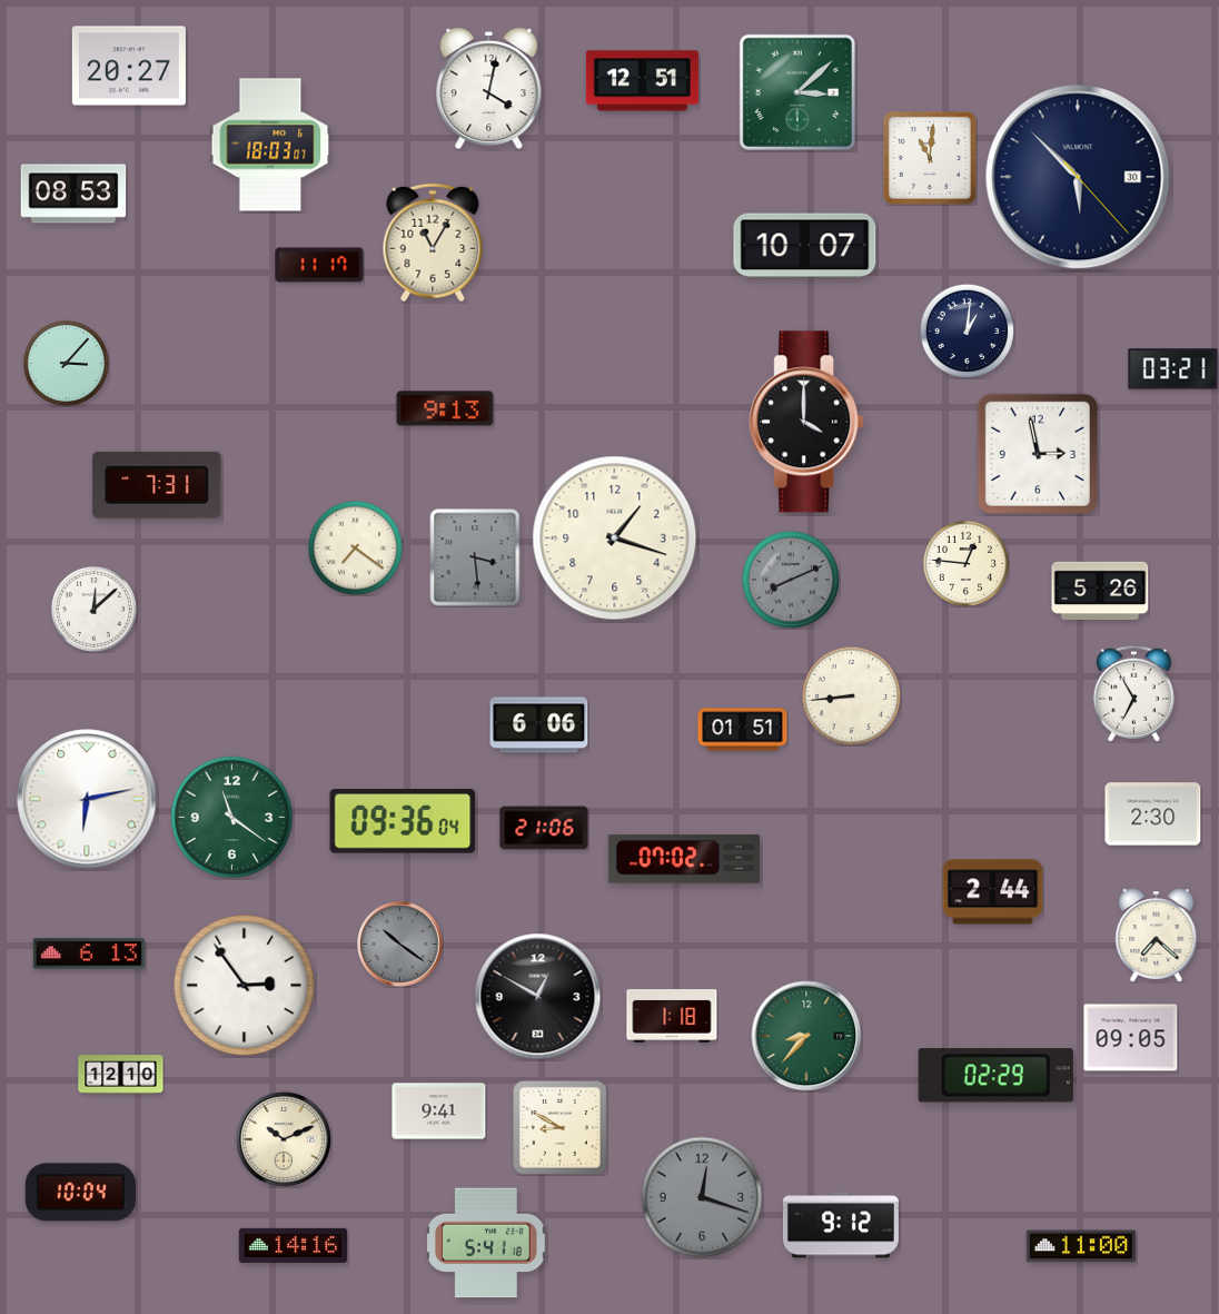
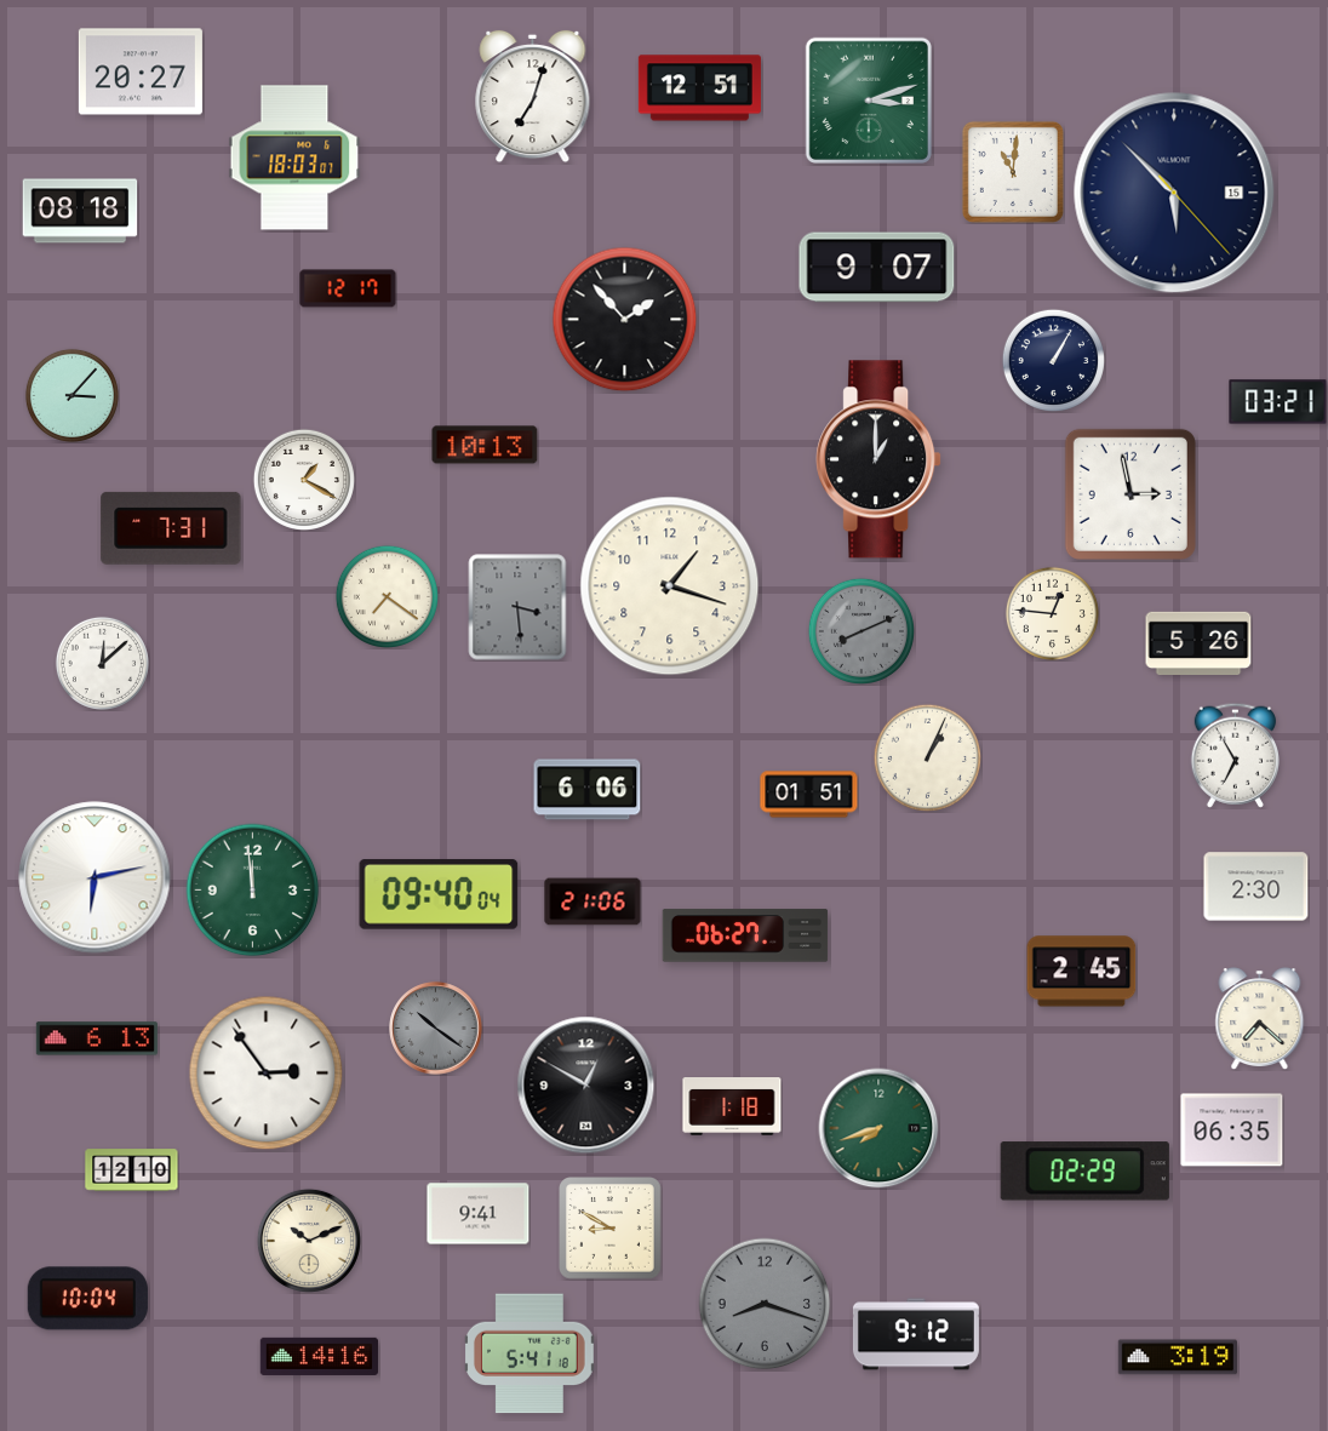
clock at (489, 89): 4:02 -> 7:03
clock at (797, 92): 3:08 -> 3:12
clock at (1078, 177) date: 30 -> 15
clock at (73, 194): 08:53 -> 08:18
clock at (433, 243): 11:05 -> none
clock at (805, 246): 10:07 -> 9:07
clock at (319, 265): 11:17 -> 12:17
clock at (625, 320): none -> 1:53
clock at (967, 330): 1:01 -> 1:05
clock at (445, 408): 9:13 -> 10:13
clock at (806, 422): 4:00 -> 1:00
clock at (304, 480): none -> 1:20
clock at (851, 695): 8:44 -> 1:04
clock at (87, 799) position: (87, 799) -> (95, 877)
clock at (232, 818): 11:21 -> 11:59
clock at (403, 821): 09:36 -> 09:40
clock at (684, 859): 07:02 -> 06:27
clock at (993, 892): 2:44 -> 2:45
clock at (806, 1036): 8:37 -> 7:42
clock at (1131, 1038): 09:05 -> 06:35
clock at (439, 1112) position: (439, 1112) -> (479, 1214)
clock at (702, 1197): 12:18 -> 8:18
clock at (1080, 1246): 11:00 -> 3:19
